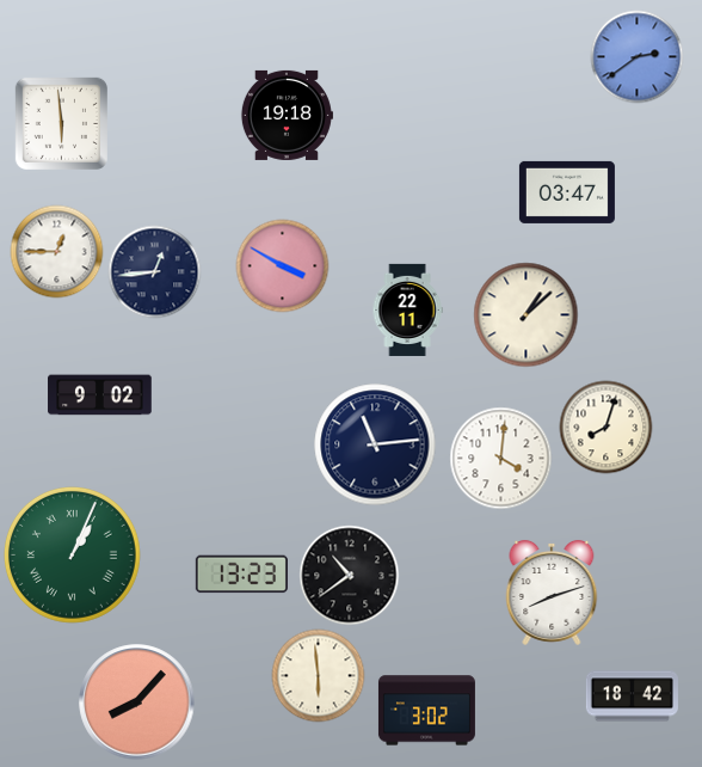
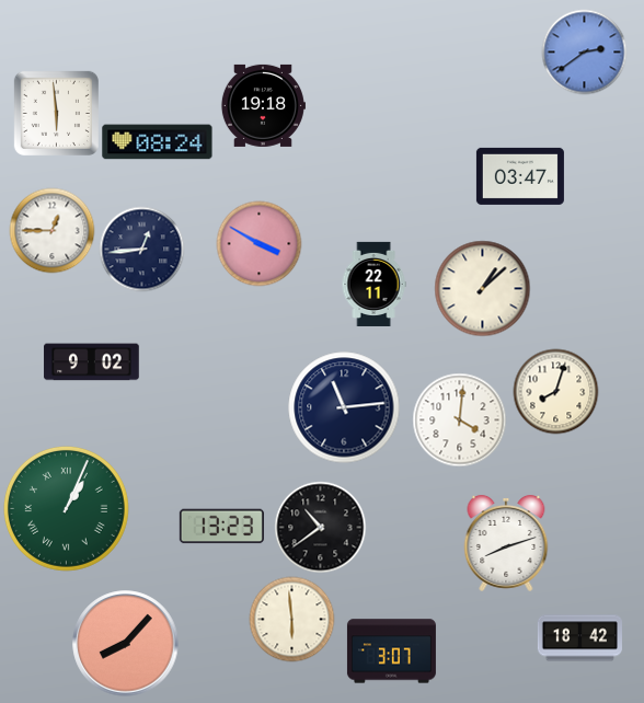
clock at (158, 142): none -> 08:24
clock at (426, 711): 3:02 -> 3:07
